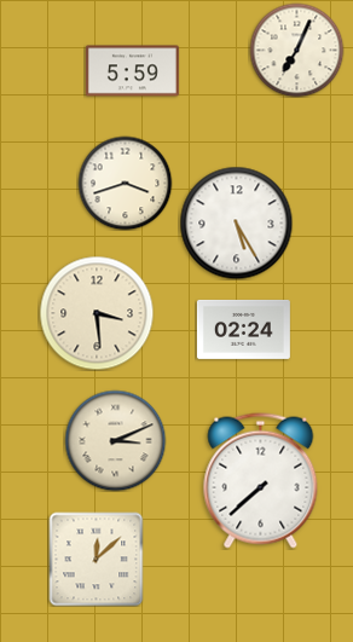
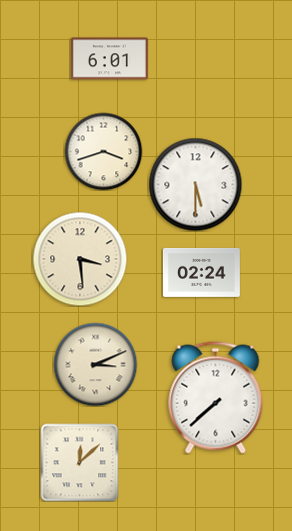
clock at (296, 50): 7:04 -> none
clock at (132, 71): 5:59 -> 6:01
clock at (236, 222): 5:25 -> 5:30
